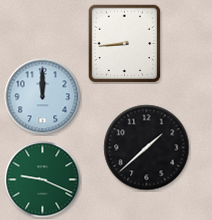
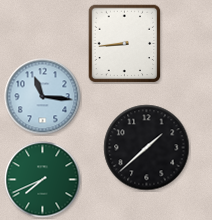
clock at (43, 97): 12:00 -> 11:16
clock at (43, 180): 9:19 -> 7:41
